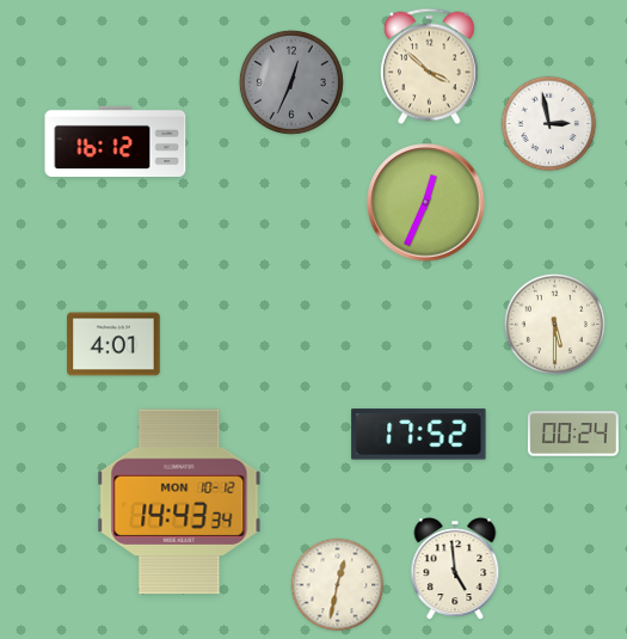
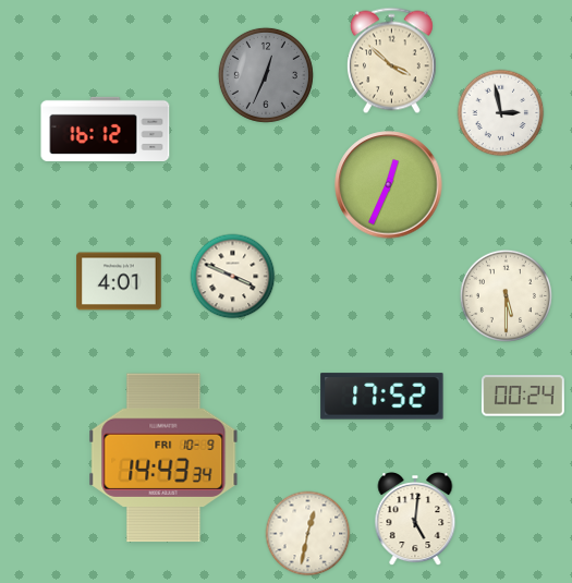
clock at (233, 277): none -> 3:49
clock at (113, 344) position: (113, 344) -> (119, 281)
clock at (179, 502) date: MON 10-12 -> FRI 10-9
clock at (455, 570): 4:59 -> 5:01
